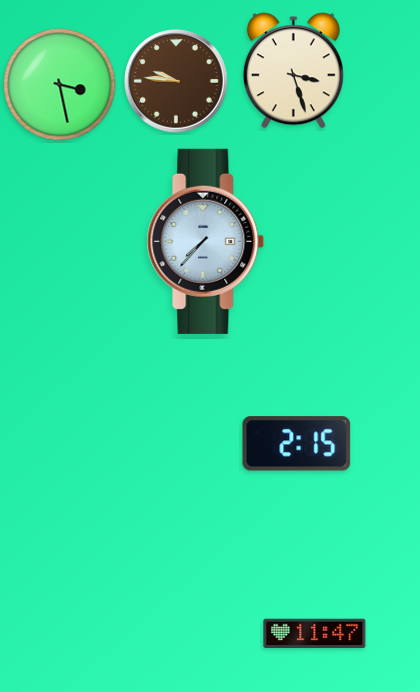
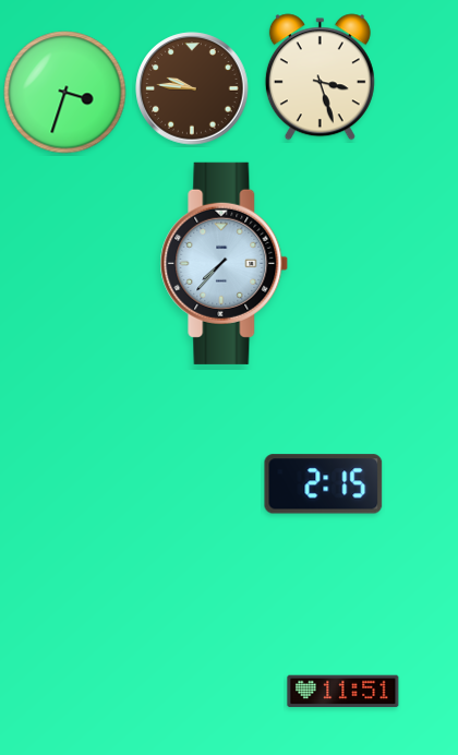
clock at (60, 85): 3:28 -> 3:33
clock at (315, 634): 11:47 -> 11:51
